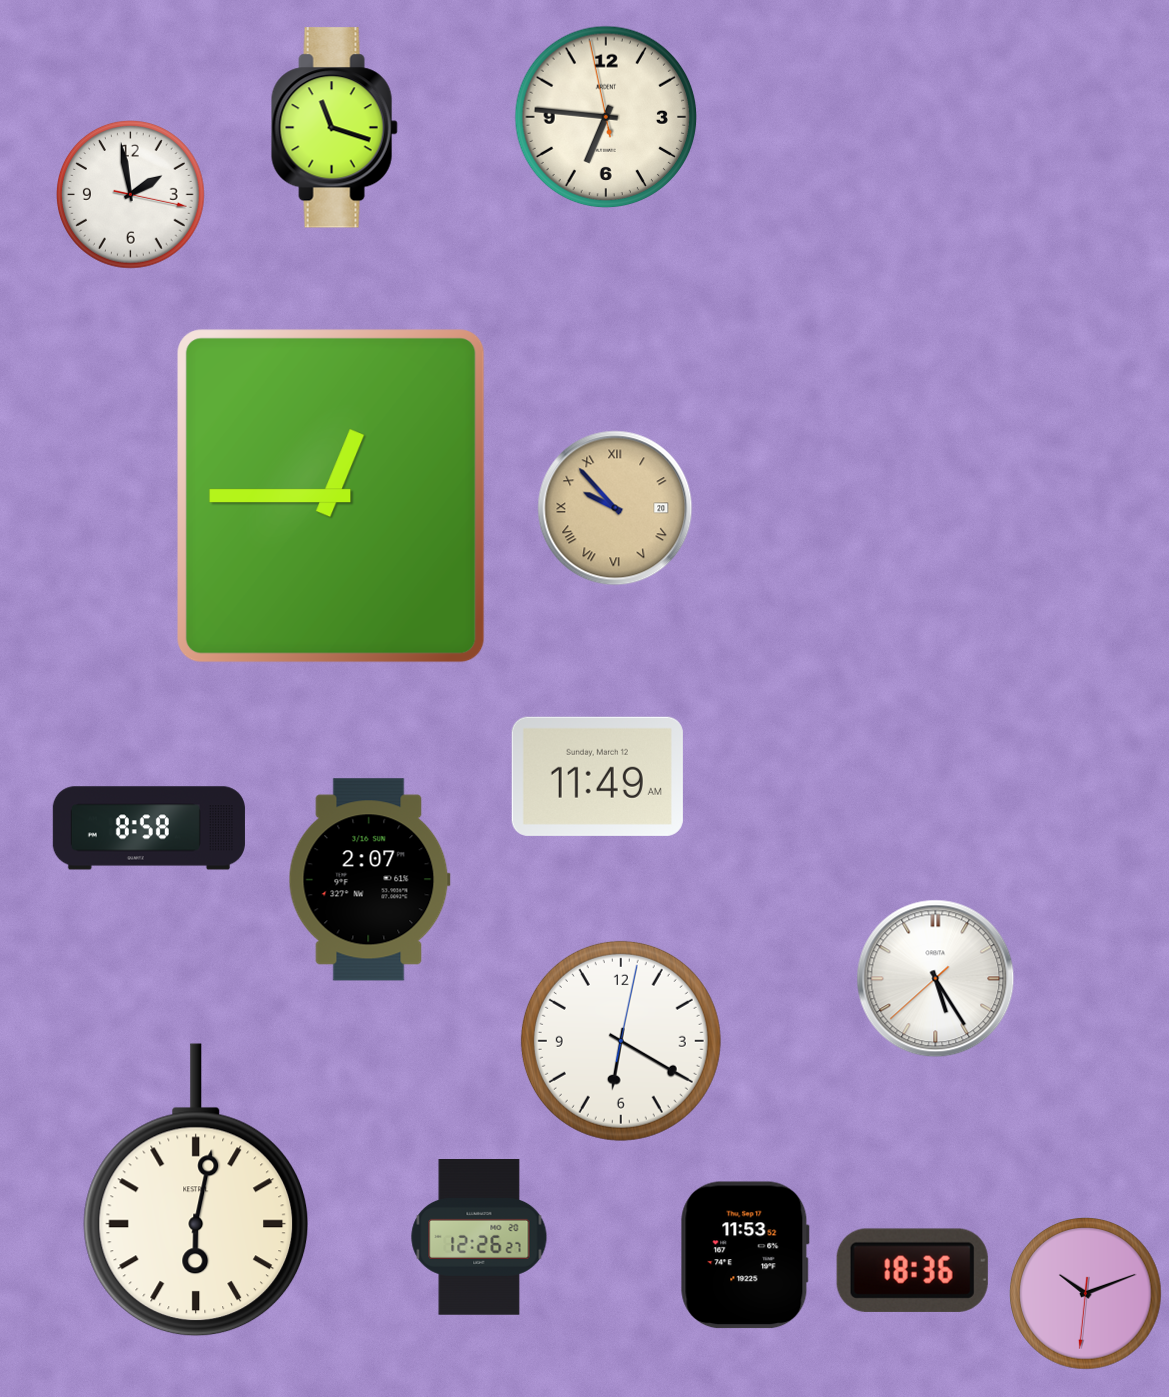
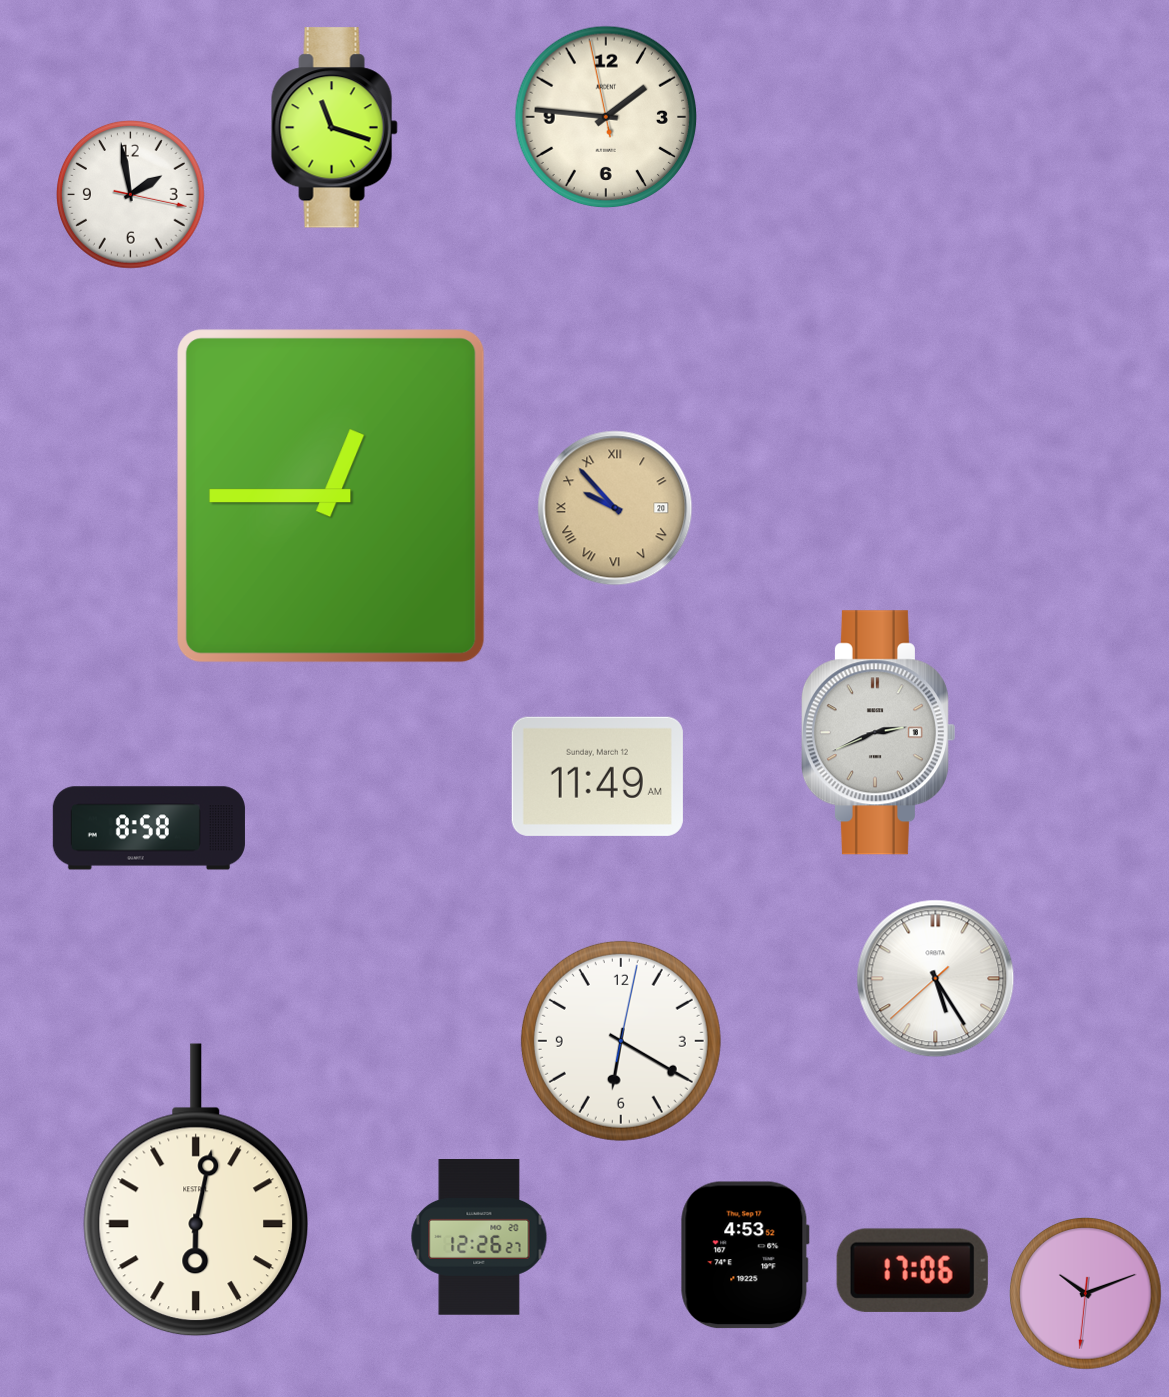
clock at (606, 117): 6:45 -> 1:45
clock at (878, 733): none -> 2:41
clock at (369, 880): 2:07 -> none
clock at (745, 1255): 11:53 -> 4:53
clock at (912, 1270): 18:36 -> 17:06
